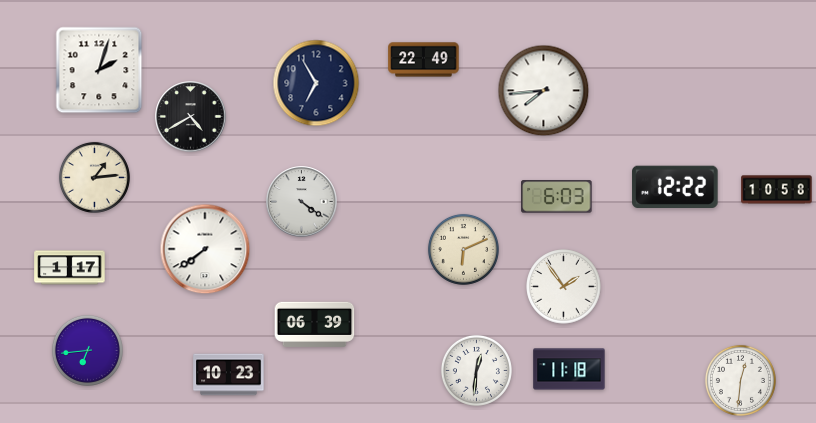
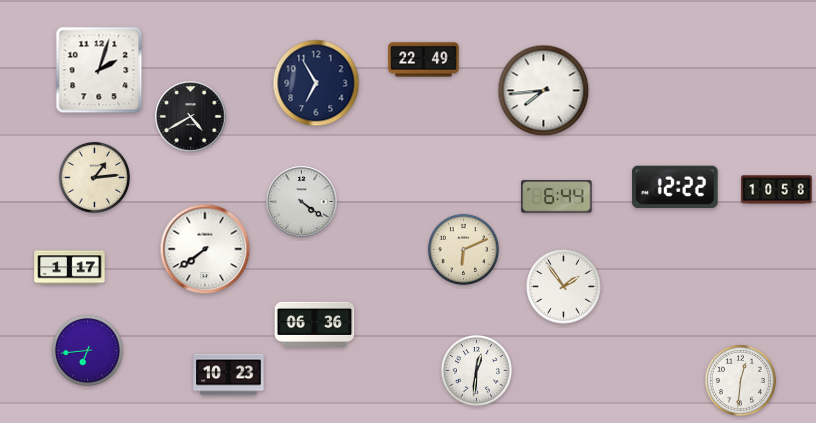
clock at (557, 197): 6:03 -> 6:44
clock at (315, 324): 06:39 -> 06:36
clock at (569, 369): 11:18 -> none
